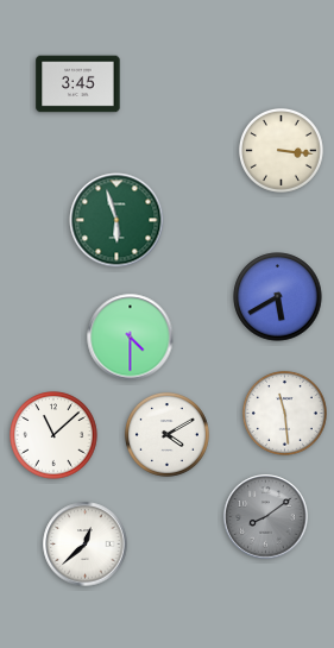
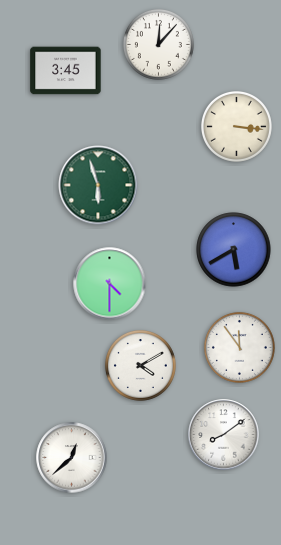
clock at (158, 44): none -> 12:07
clock at (284, 413): 11:29 -> 11:54
clock at (53, 435): 11:08 -> none
clock at (266, 517) dial: grey -> white
